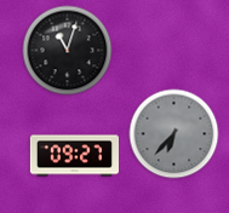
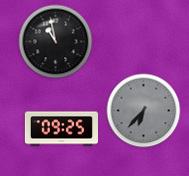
clock at (68, 51): 11:03 -> 10:58
clock at (74, 156): 09:27 -> 09:25
